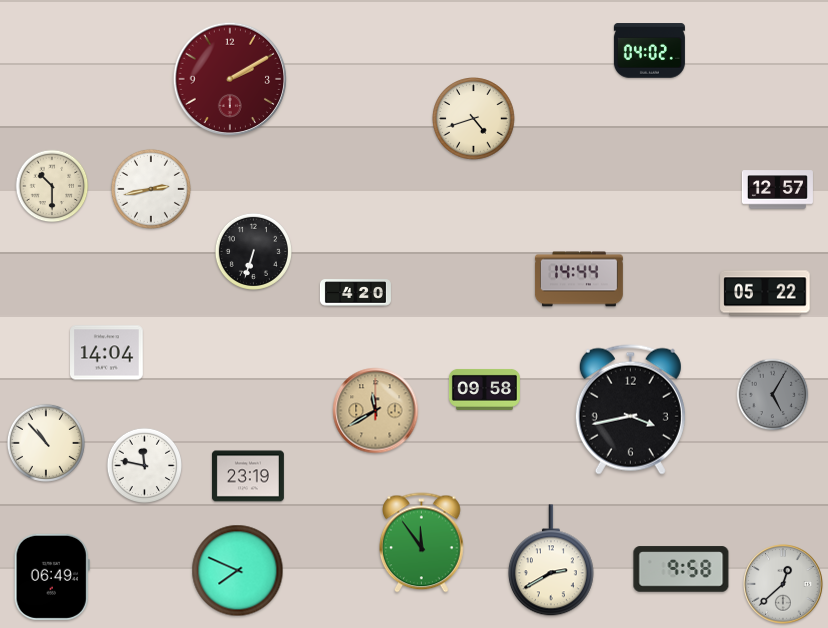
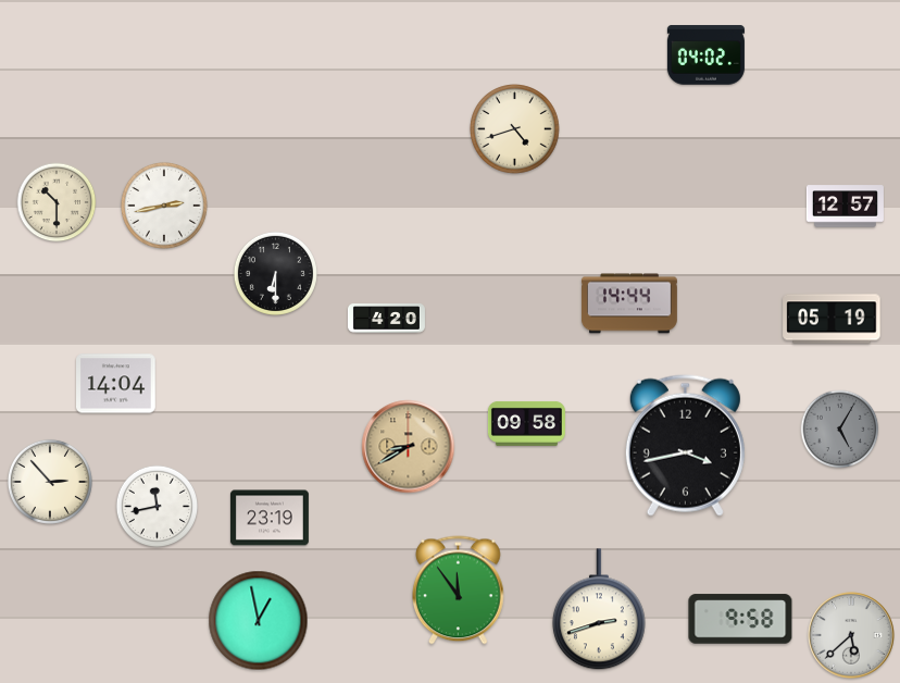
clock at (229, 78): 2:10 -> none
clock at (253, 251): 6:33 -> 6:30
clock at (765, 293): 05:22 -> 05:19
clock at (376, 411): 11:40 -> 8:40
clock at (46, 443): 10:53 -> 2:53
clock at (145, 466): 11:47 -> 11:43
clock at (551, 561): 2:40 -> 2:42
clock at (238, 571): 7:49 -> 12:58
clock at (52, 577): 06:49 -> none
clock at (783, 584): 12:38 -> 5:38
